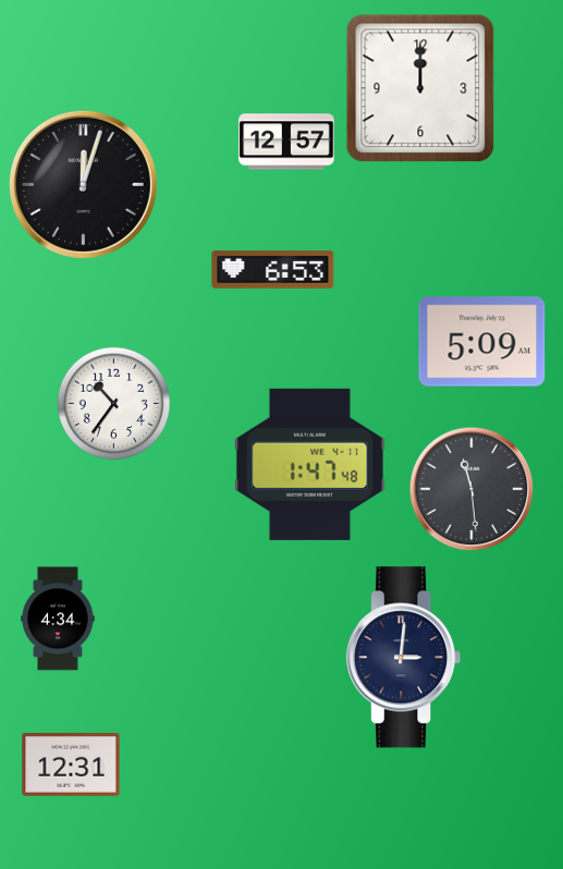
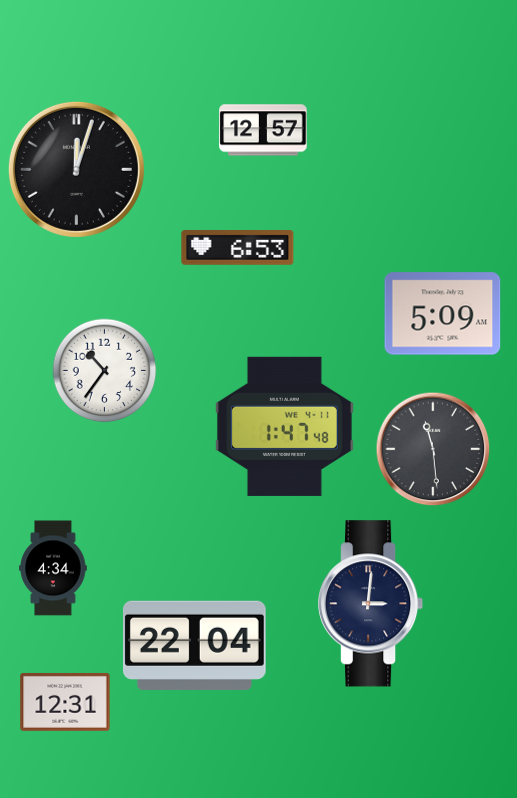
clock at (420, 88): 12:00 -> none
clock at (273, 270) position: (273, 270) -> (238, 248)
clock at (194, 645): none -> 22:04
